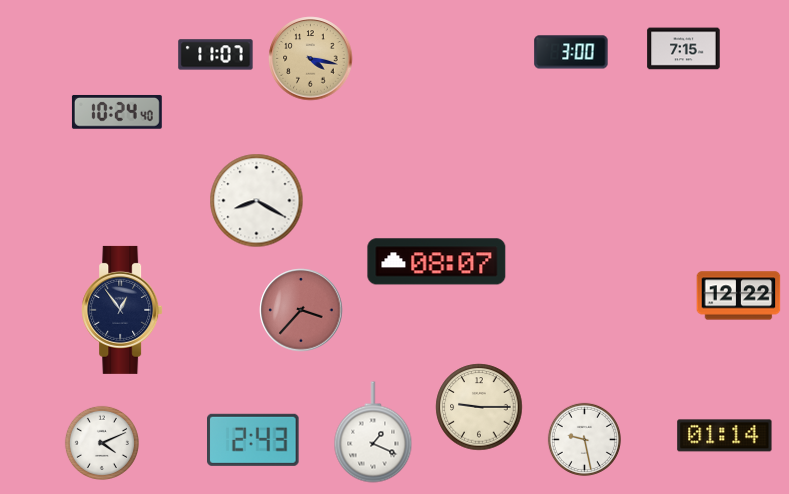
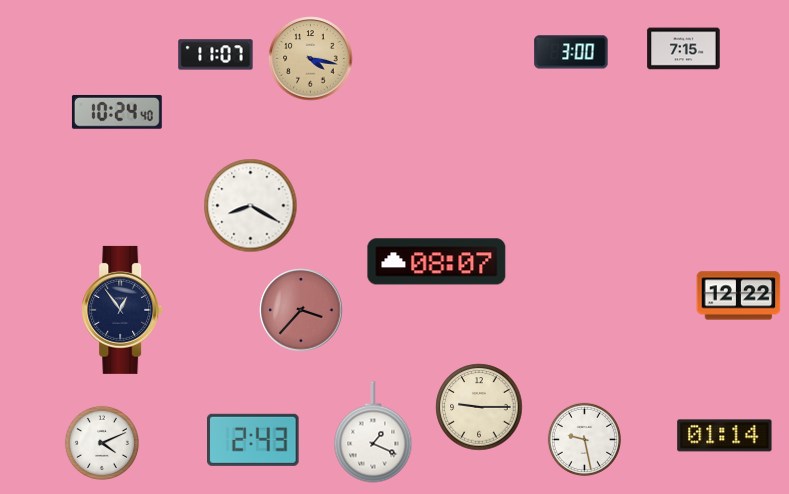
clock at (257, 201) position: (257, 201) -> (251, 206)
